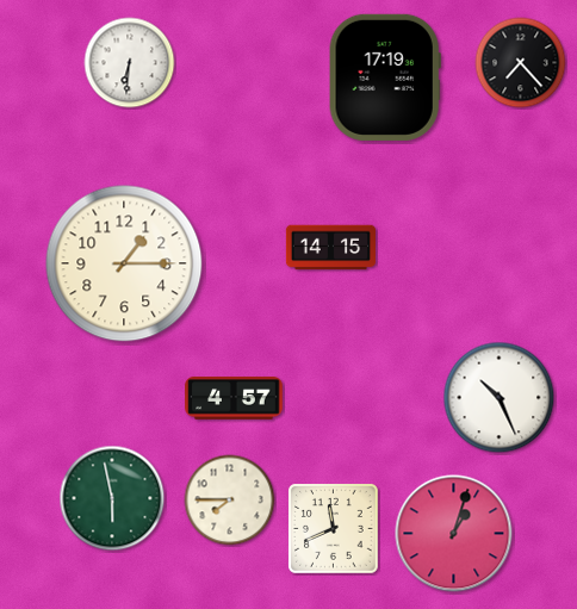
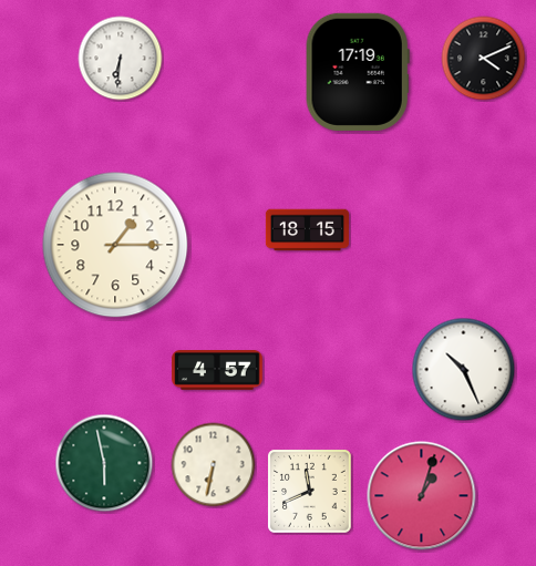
clock at (521, 63): 7:23 -> 4:11
clock at (330, 248): 14:15 -> 18:15
clock at (230, 501): 7:45 -> 6:32
